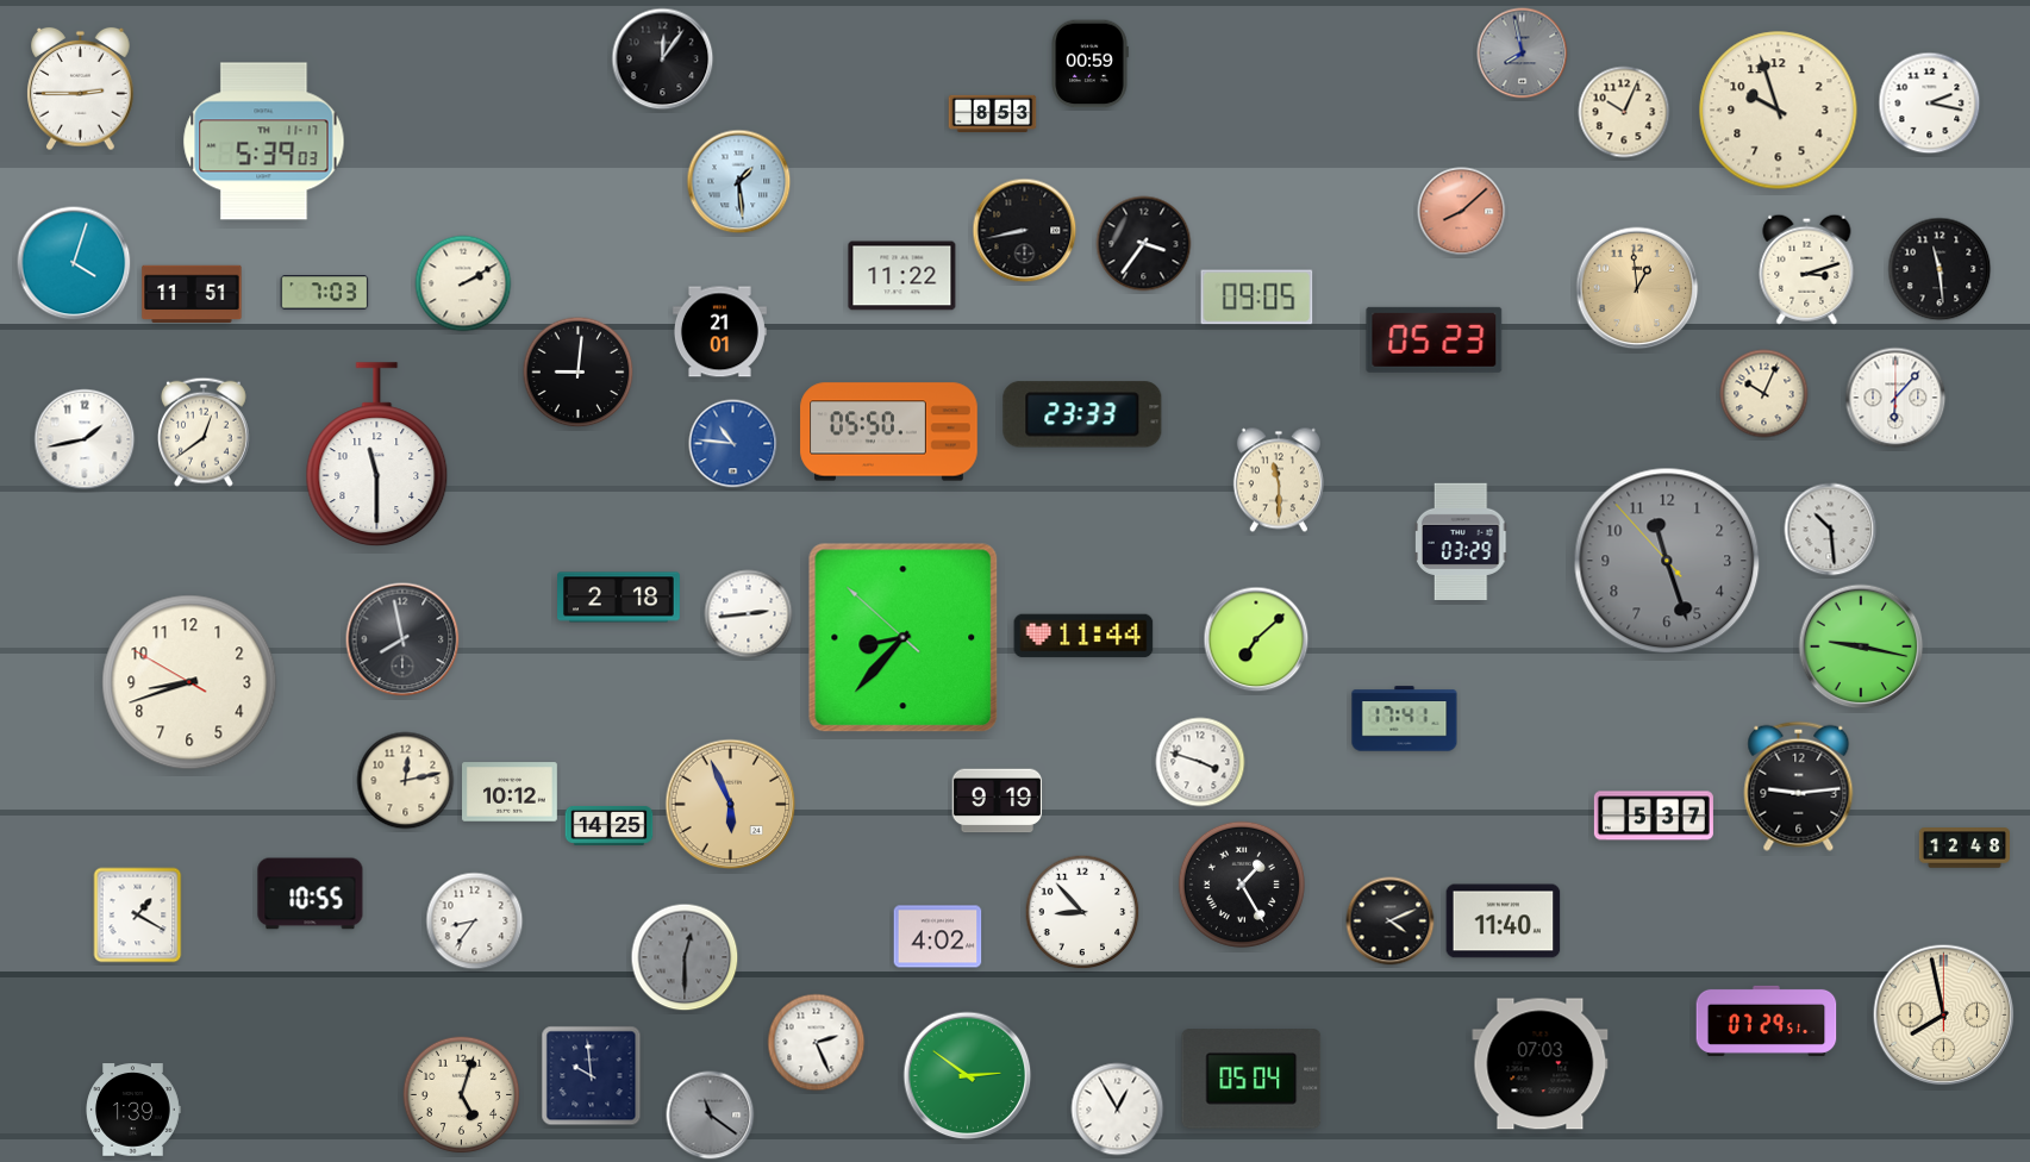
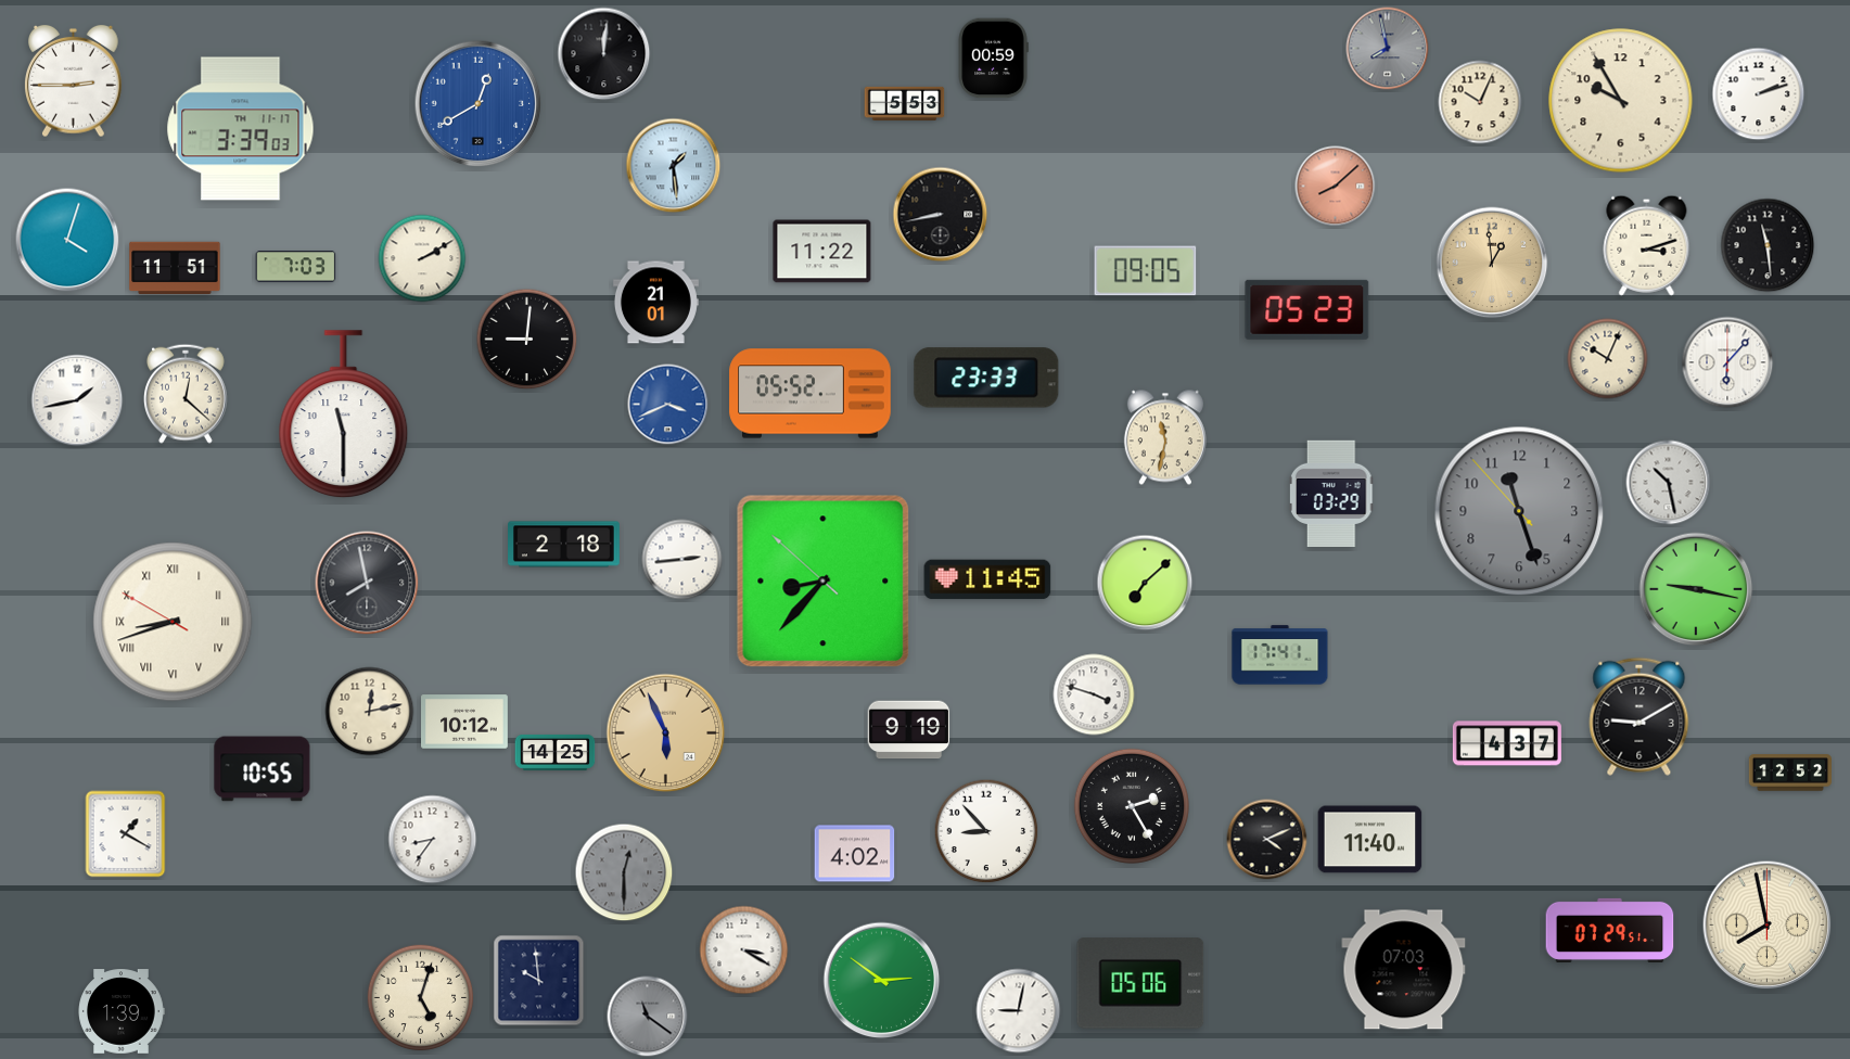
clock at (663, 60): 12:06 -> 12:01
clock at (1930, 104): 2:17 -> 2:12
clock at (1779, 111): 9:57 -> 9:55
clock at (993, 113): 8:53 -> 5:53
clock at (479, 104): none -> 12:40
clock at (264, 142): 5:39 -> 3:39
clock at (1462, 212) position: (1462, 212) -> (1336, 187)
clock at (1025, 231) position: (1025, 231) -> (941, 215)
clock at (1144, 244): 3:36 -> none
clock at (205, 432): 12:39 -> 12:22
clock at (889, 432): 05:50 -> 05:52
clock at (733, 444): 10:46 -> 3:41
clock at (1279, 480): 11:30 -> 11:32
clock at (1831, 530): 10:29 -> 10:28
clock at (1083, 636): 11:44 -> 11:45
clock at (189, 682) numerals: Arabic -> Roman
clock at (1799, 786): 9:14 -> 9:10
clock at (1654, 816): 5:37 -> 4:37
clock at (1965, 848): 12:48 -> 12:52
clock at (1242, 885): 1:25 -> 2:25
clock at (311, 894) position: (311, 894) -> (263, 769)
clock at (1944, 1016) position: (1944, 1016) -> (1768, 926)
clock at (817, 1043): 2:26 -> 3:20
clock at (1251, 1079): 05:04 -> 05:06
clock at (1118, 1110): 12:55 -> 9:02
